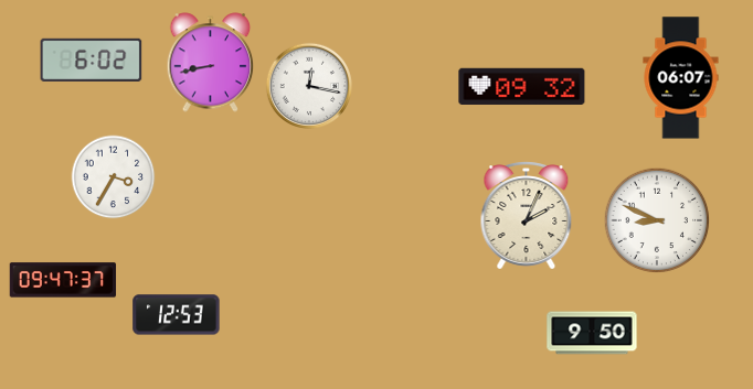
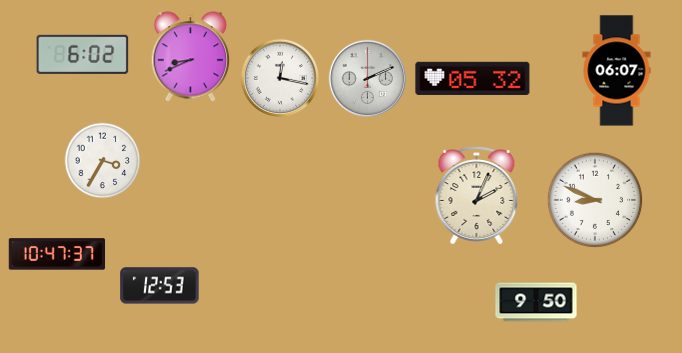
clock at (211, 63): 8:43 -> 8:41
clock at (367, 78): none -> 2:11
clock at (522, 86): 09:32 -> 05:32
clock at (63, 280): 09:47 -> 10:47
